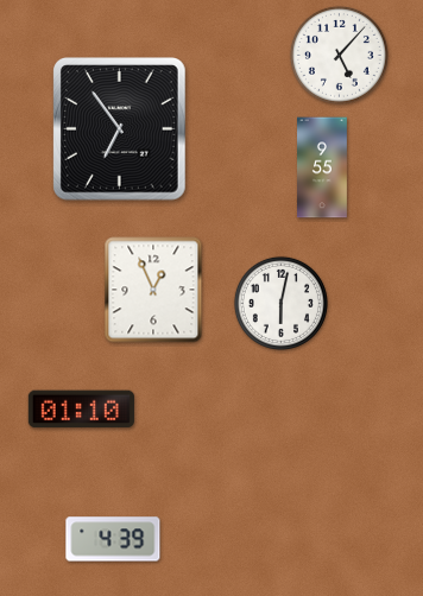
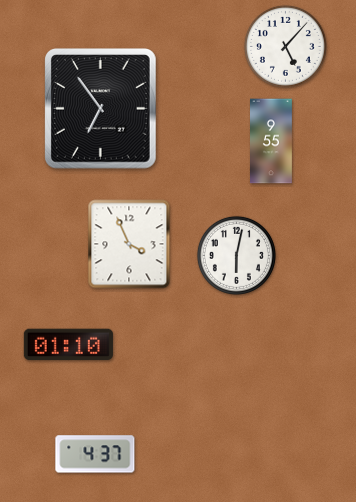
clock at (153, 290): 12:56 -> 3:56
clock at (113, 539): 4:39 -> 4:37
